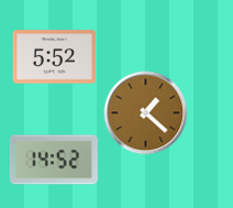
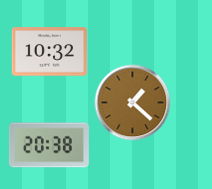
clock at (55, 57): 5:52 -> 10:32
clock at (54, 160): 14:52 -> 20:38
